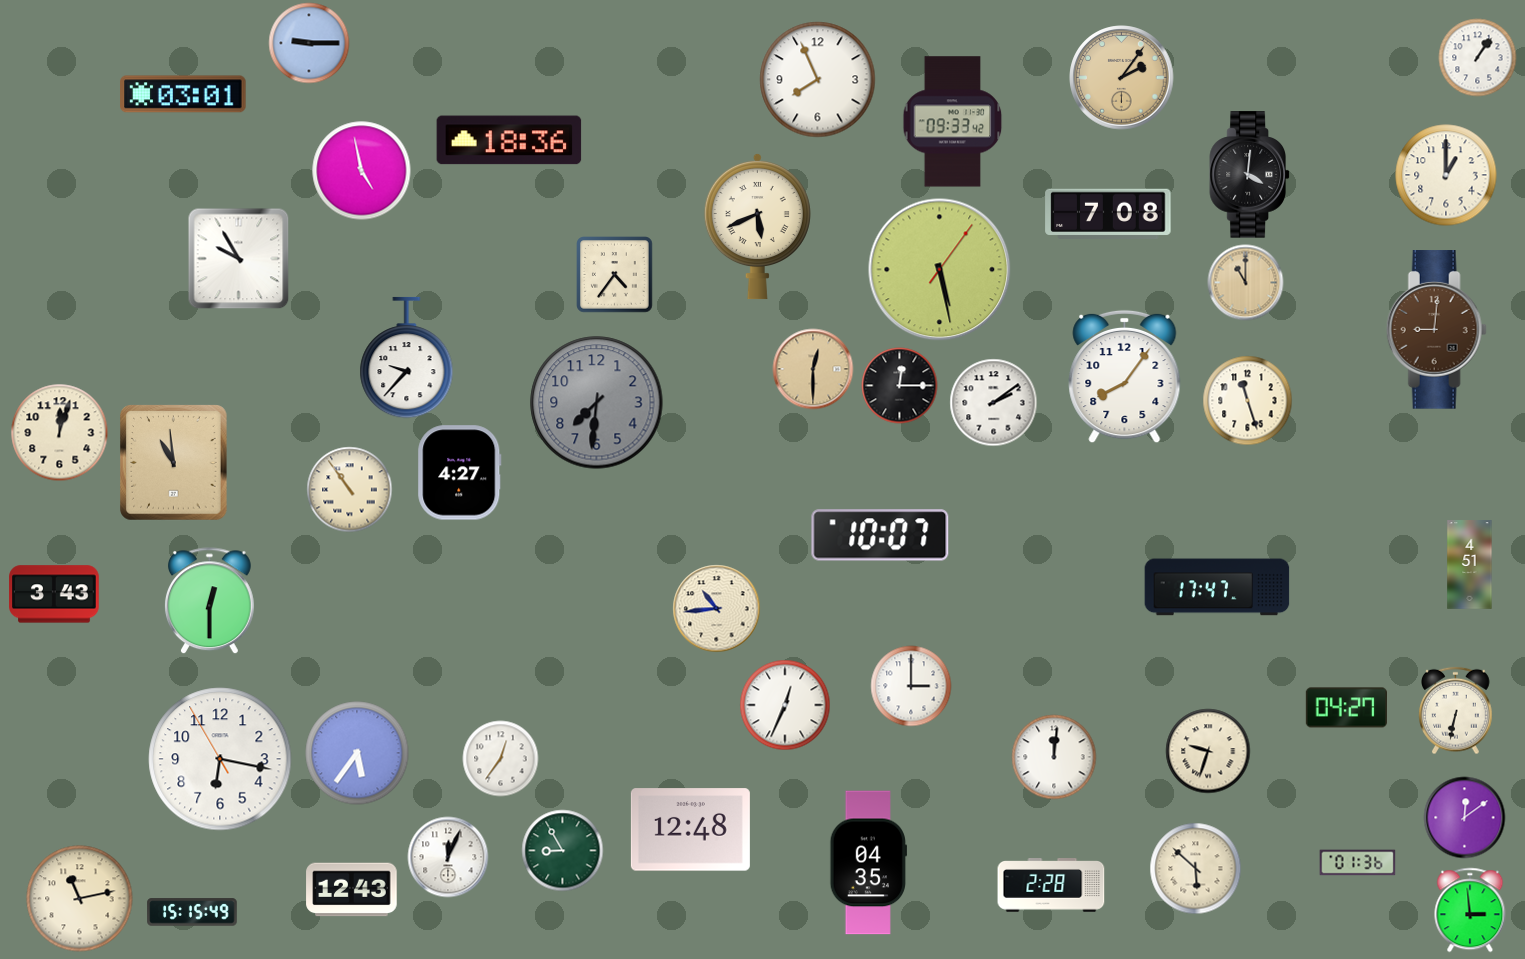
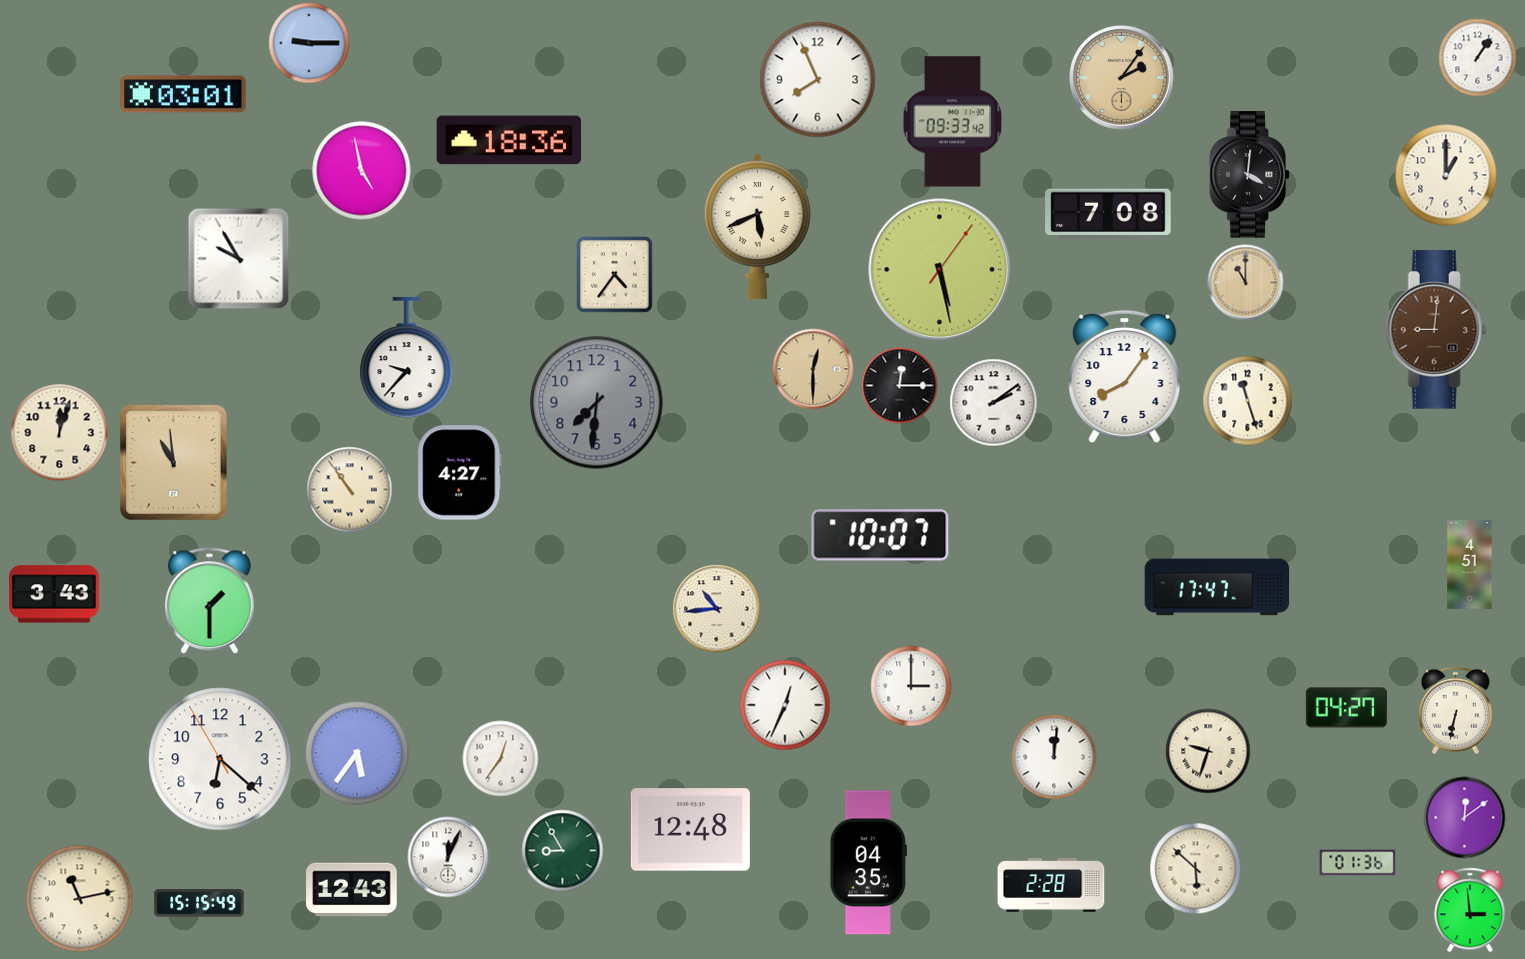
clock at (209, 601): 12:30 -> 1:30
clock at (220, 759): 6:16 -> 6:21
clock at (192, 912) position: (192, 912) -> (199, 903)
